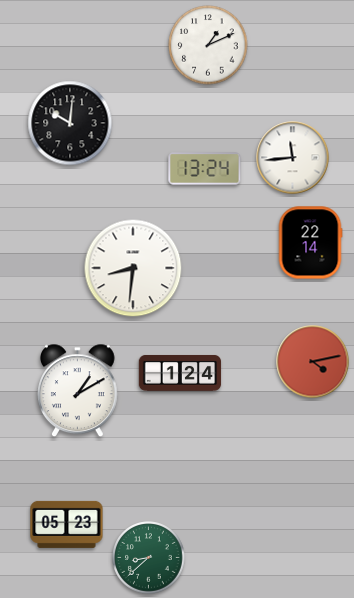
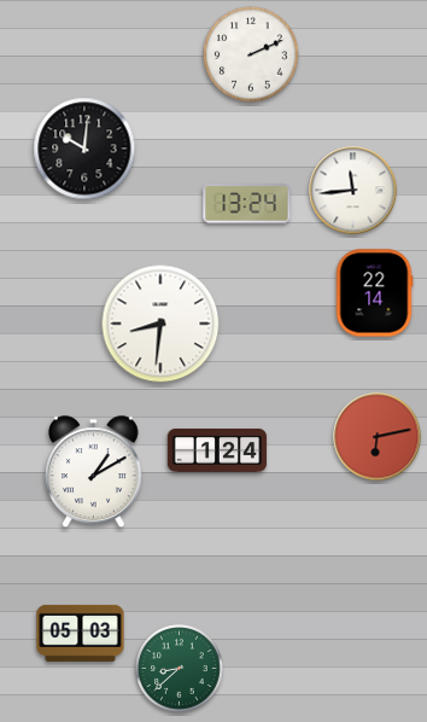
clock at (208, 45): 1:11 -> 2:11
clock at (313, 362): 4:13 -> 6:13
clock at (67, 524): 05:23 -> 05:03
clock at (149, 558) position: (149, 558) -> (180, 669)
